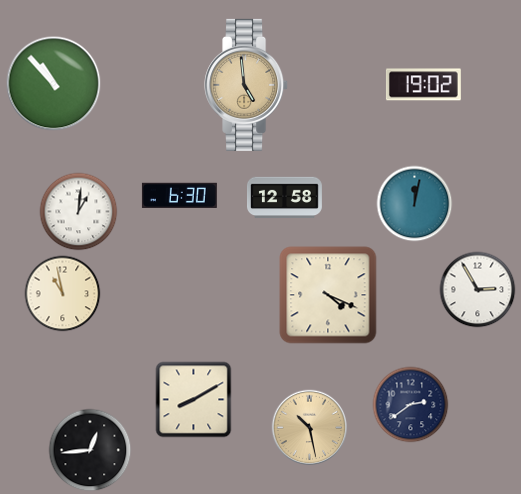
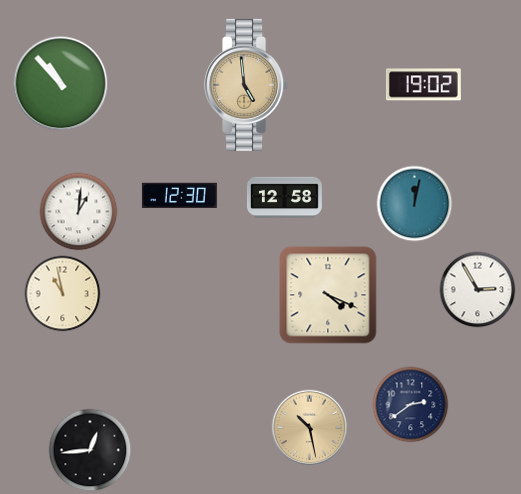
clock at (54, 84) position: (54, 84) -> (61, 84)
clock at (179, 195): 6:30 -> 12:30
clock at (194, 400): 8:10 -> none
